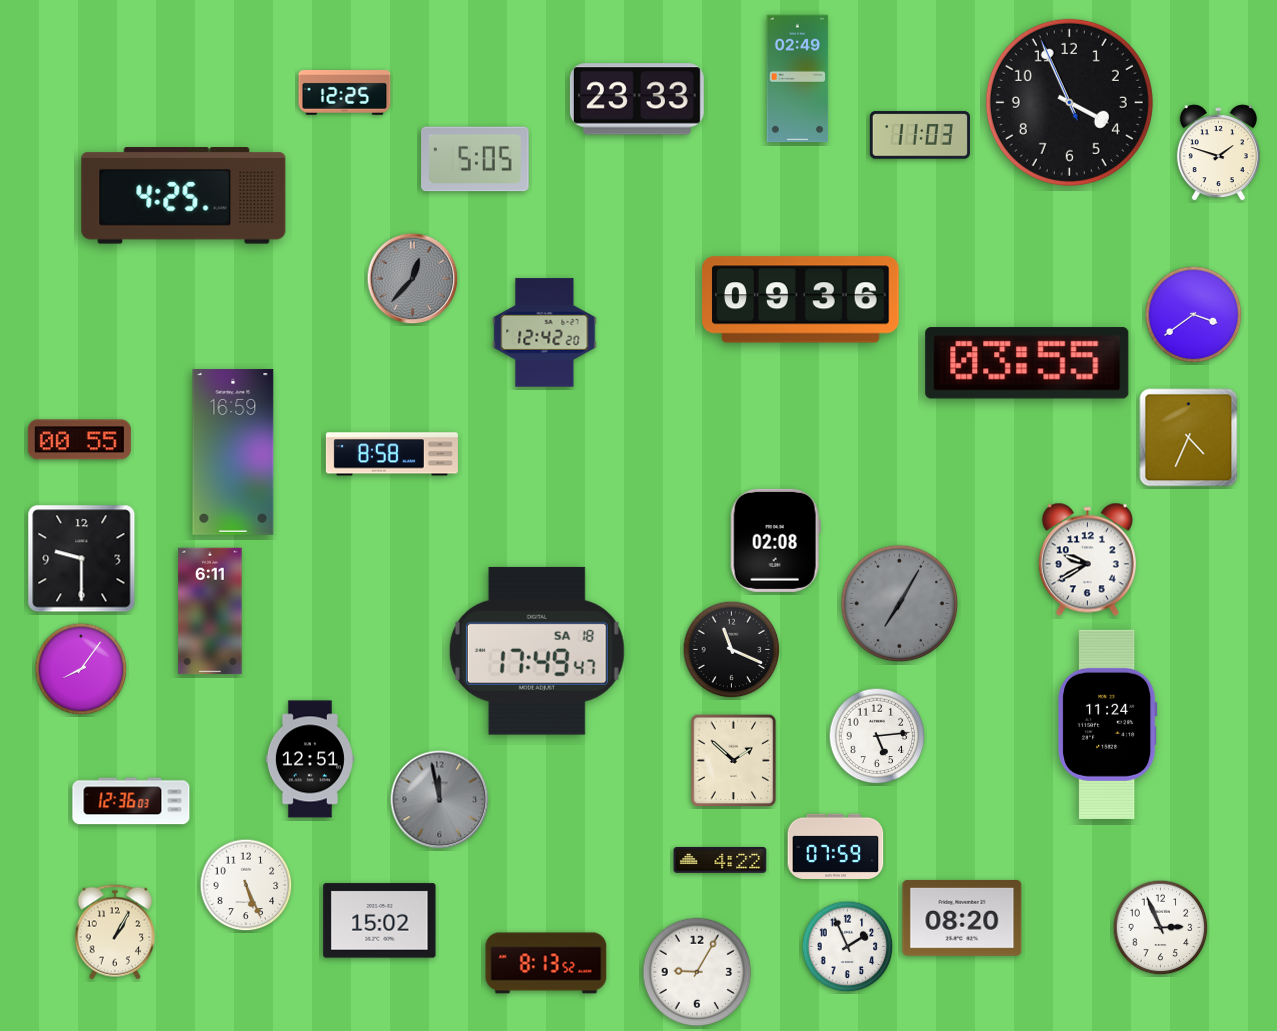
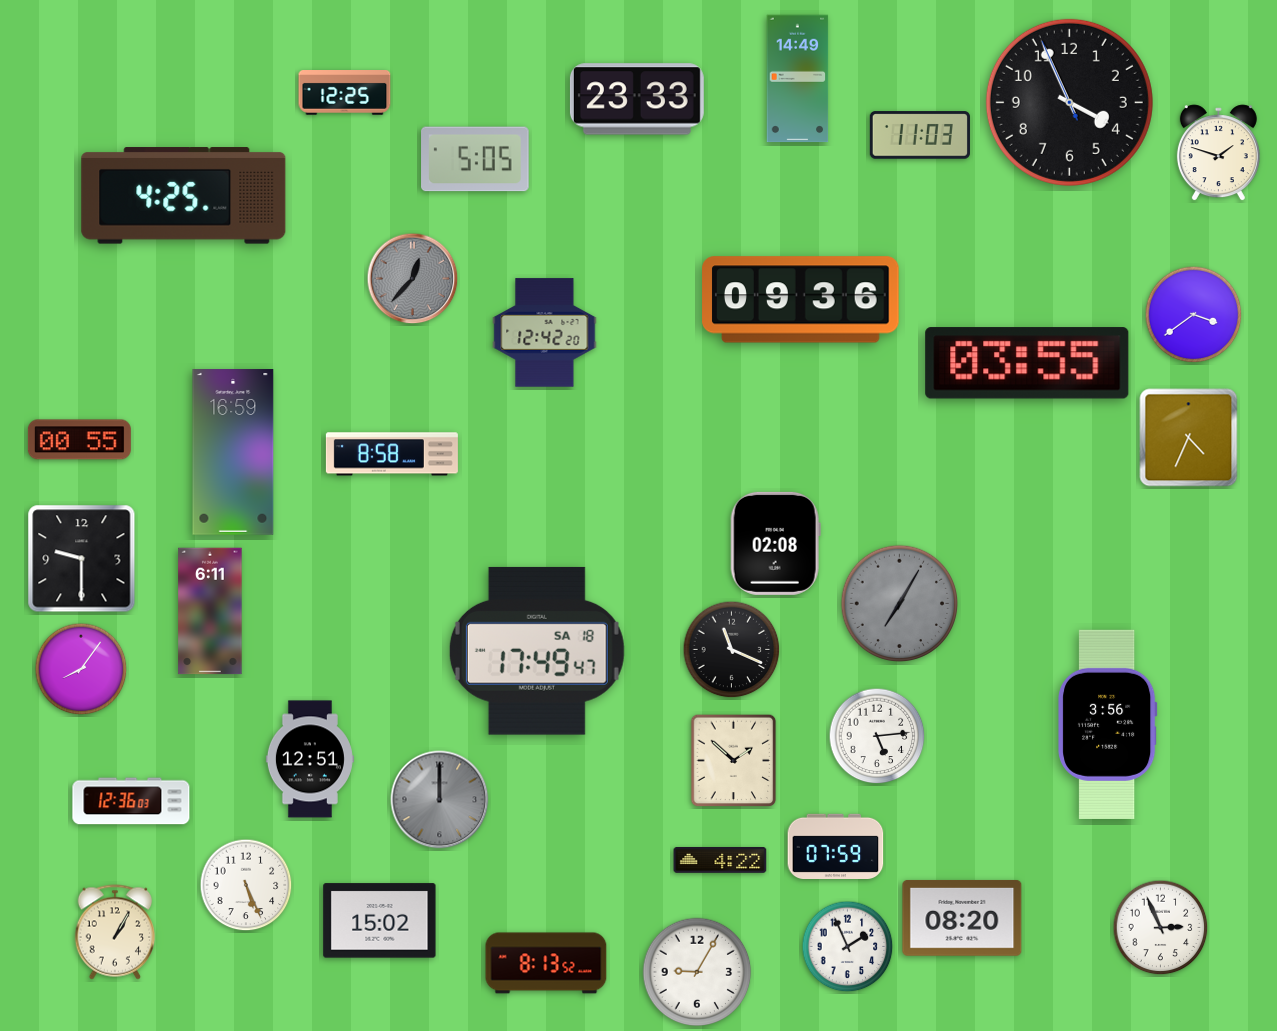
clock at (798, 79): 02:49 -> 14:49
clock at (775, 540) position: (775, 540) -> (775, 543)
clock at (1087, 560): 9:40 -> none
clock at (1107, 724): 11:24 -> 3:56
clock at (440, 800): 11:58 -> 12:00
